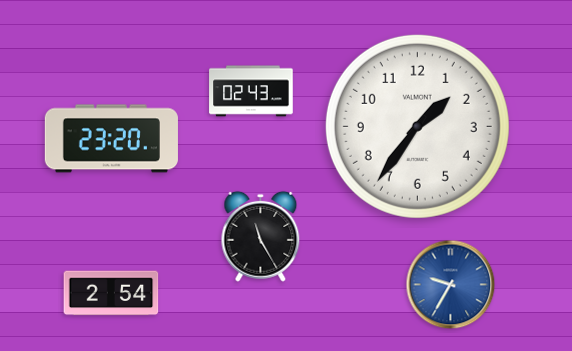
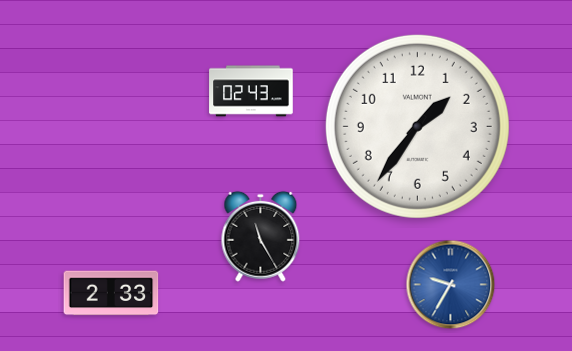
clock at (111, 139): 23:20 -> none
clock at (111, 293): 2:54 -> 2:33
